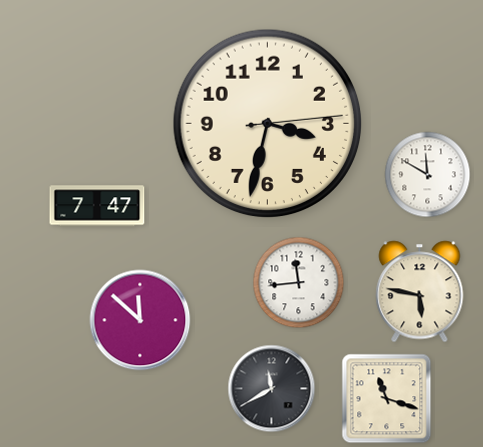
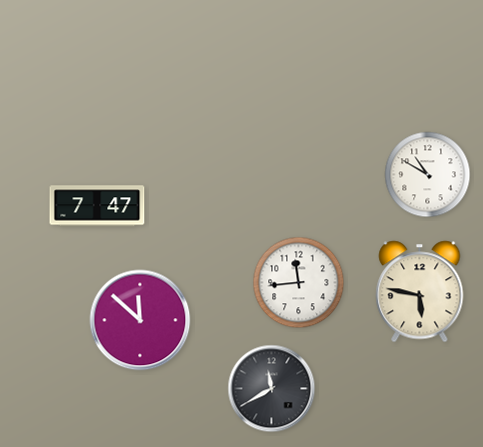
clock at (268, 124): 3:32 -> none
clock at (428, 175): 11:50 -> 10:50
clock at (387, 399): 11:18 -> none
